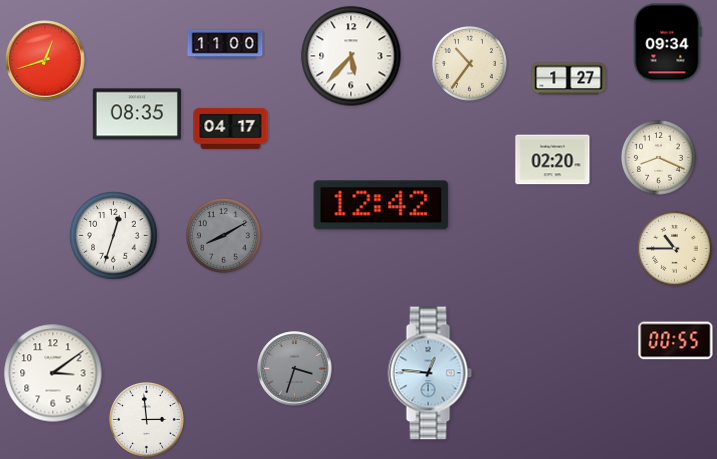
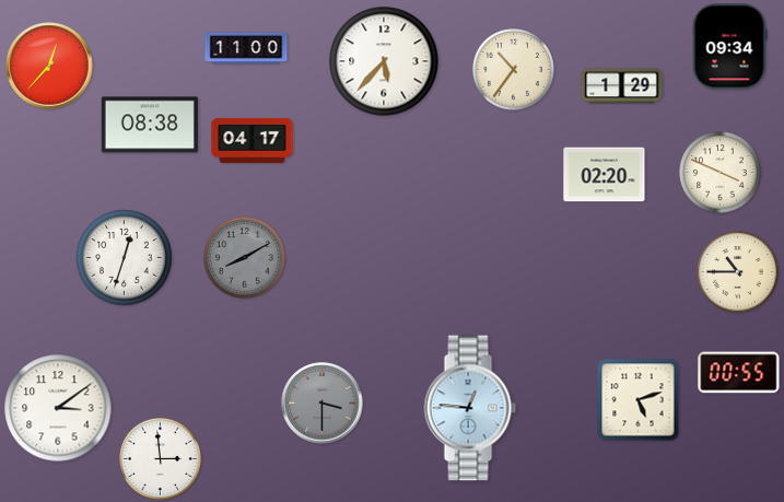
clock at (45, 60): 12:42 -> 12:37
clock at (569, 79): 1:27 -> 1:29
clock at (137, 114): 08:35 -> 08:38
clock at (659, 158): 8:19 -> 3:49
clock at (381, 205): 12:42 -> none
clock at (639, 400): none -> 5:12
clock at (295, 369): 3:33 -> 3:30
